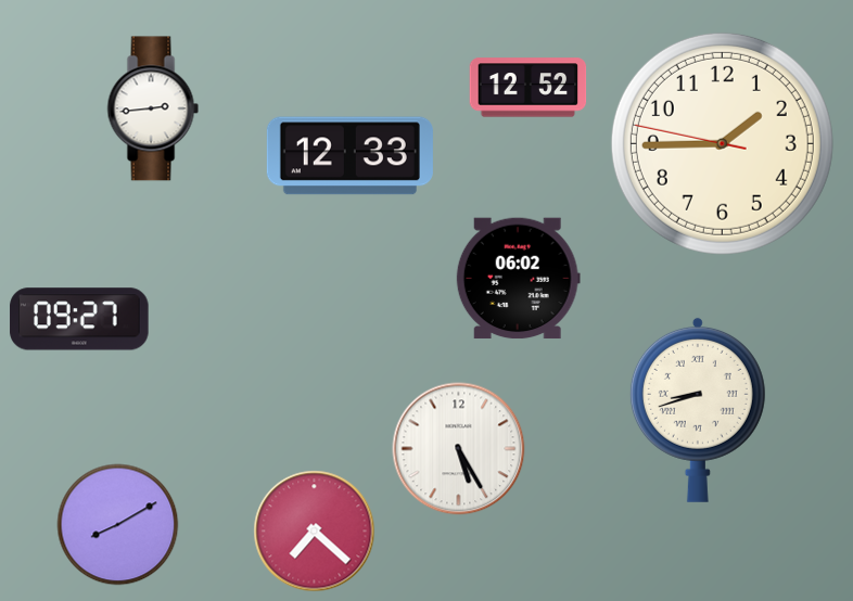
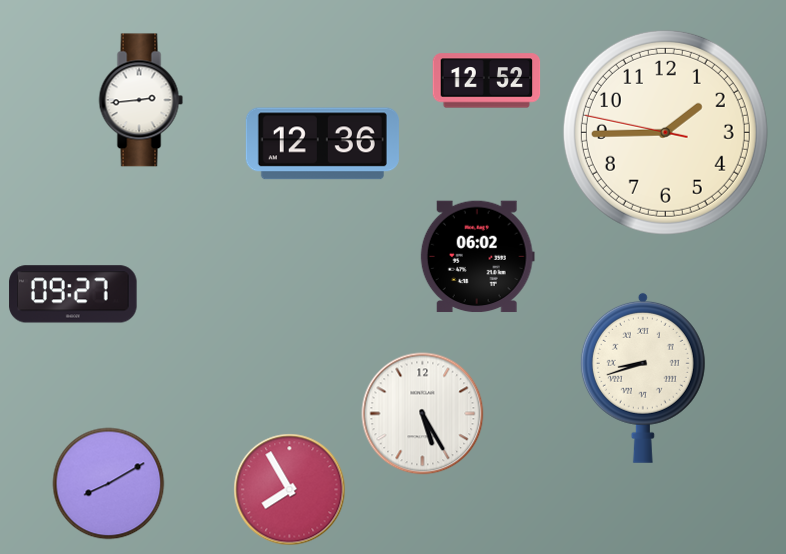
clock at (349, 156): 12:33 -> 12:36
clock at (315, 532): 7:22 -> 7:55
